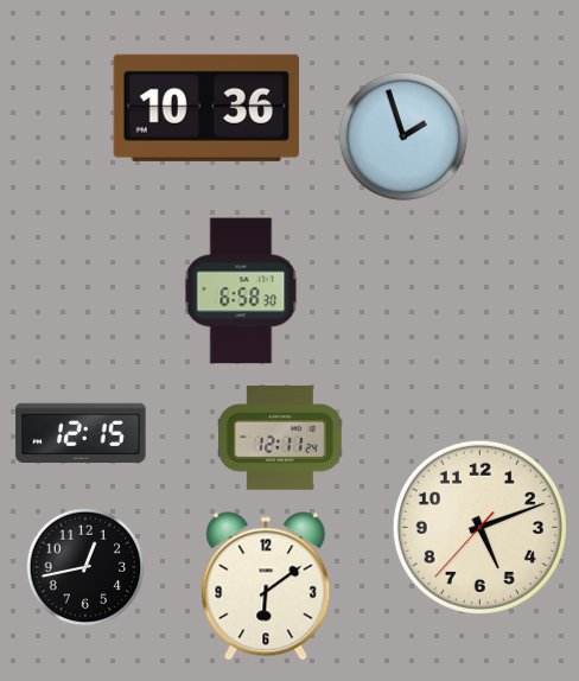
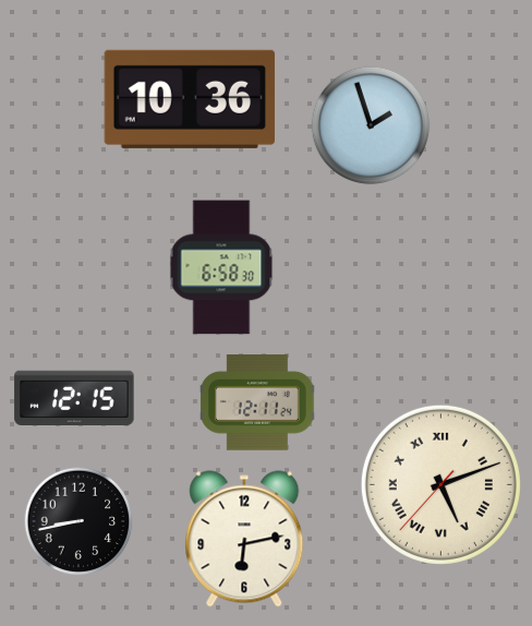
clock at (479, 527) numerals: Arabic -> Roman
clock at (85, 567): 12:43 -> 8:43
clock at (266, 586): 6:09 -> 6:13
